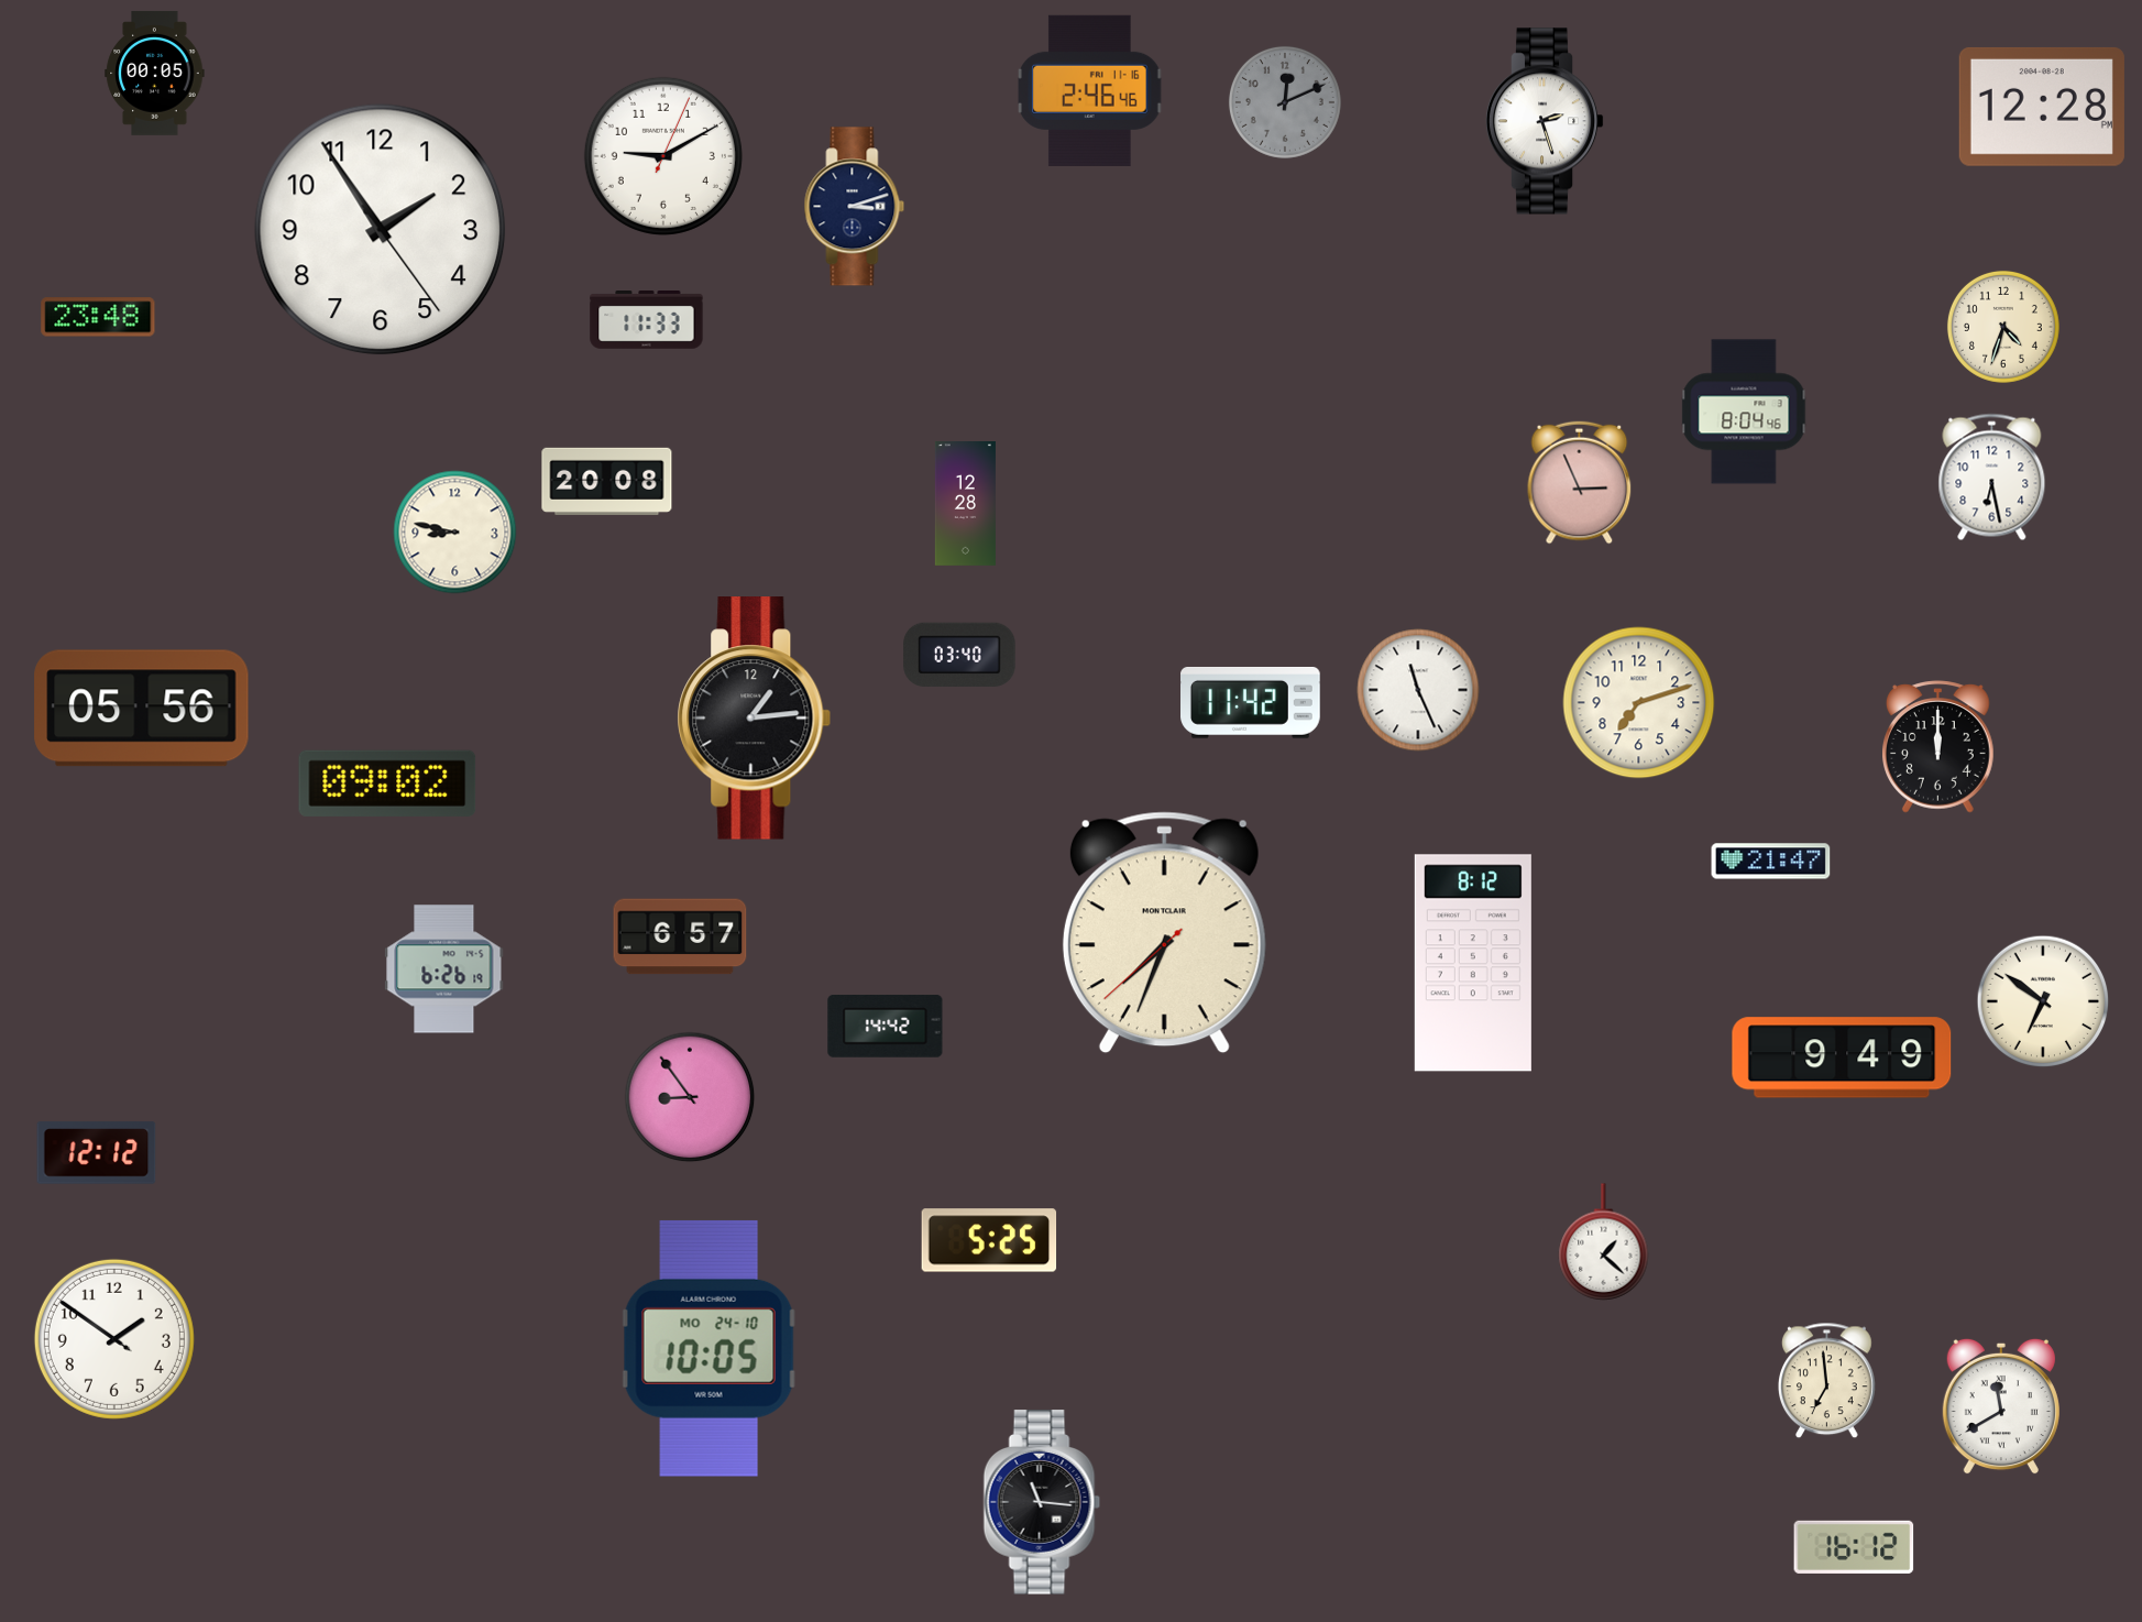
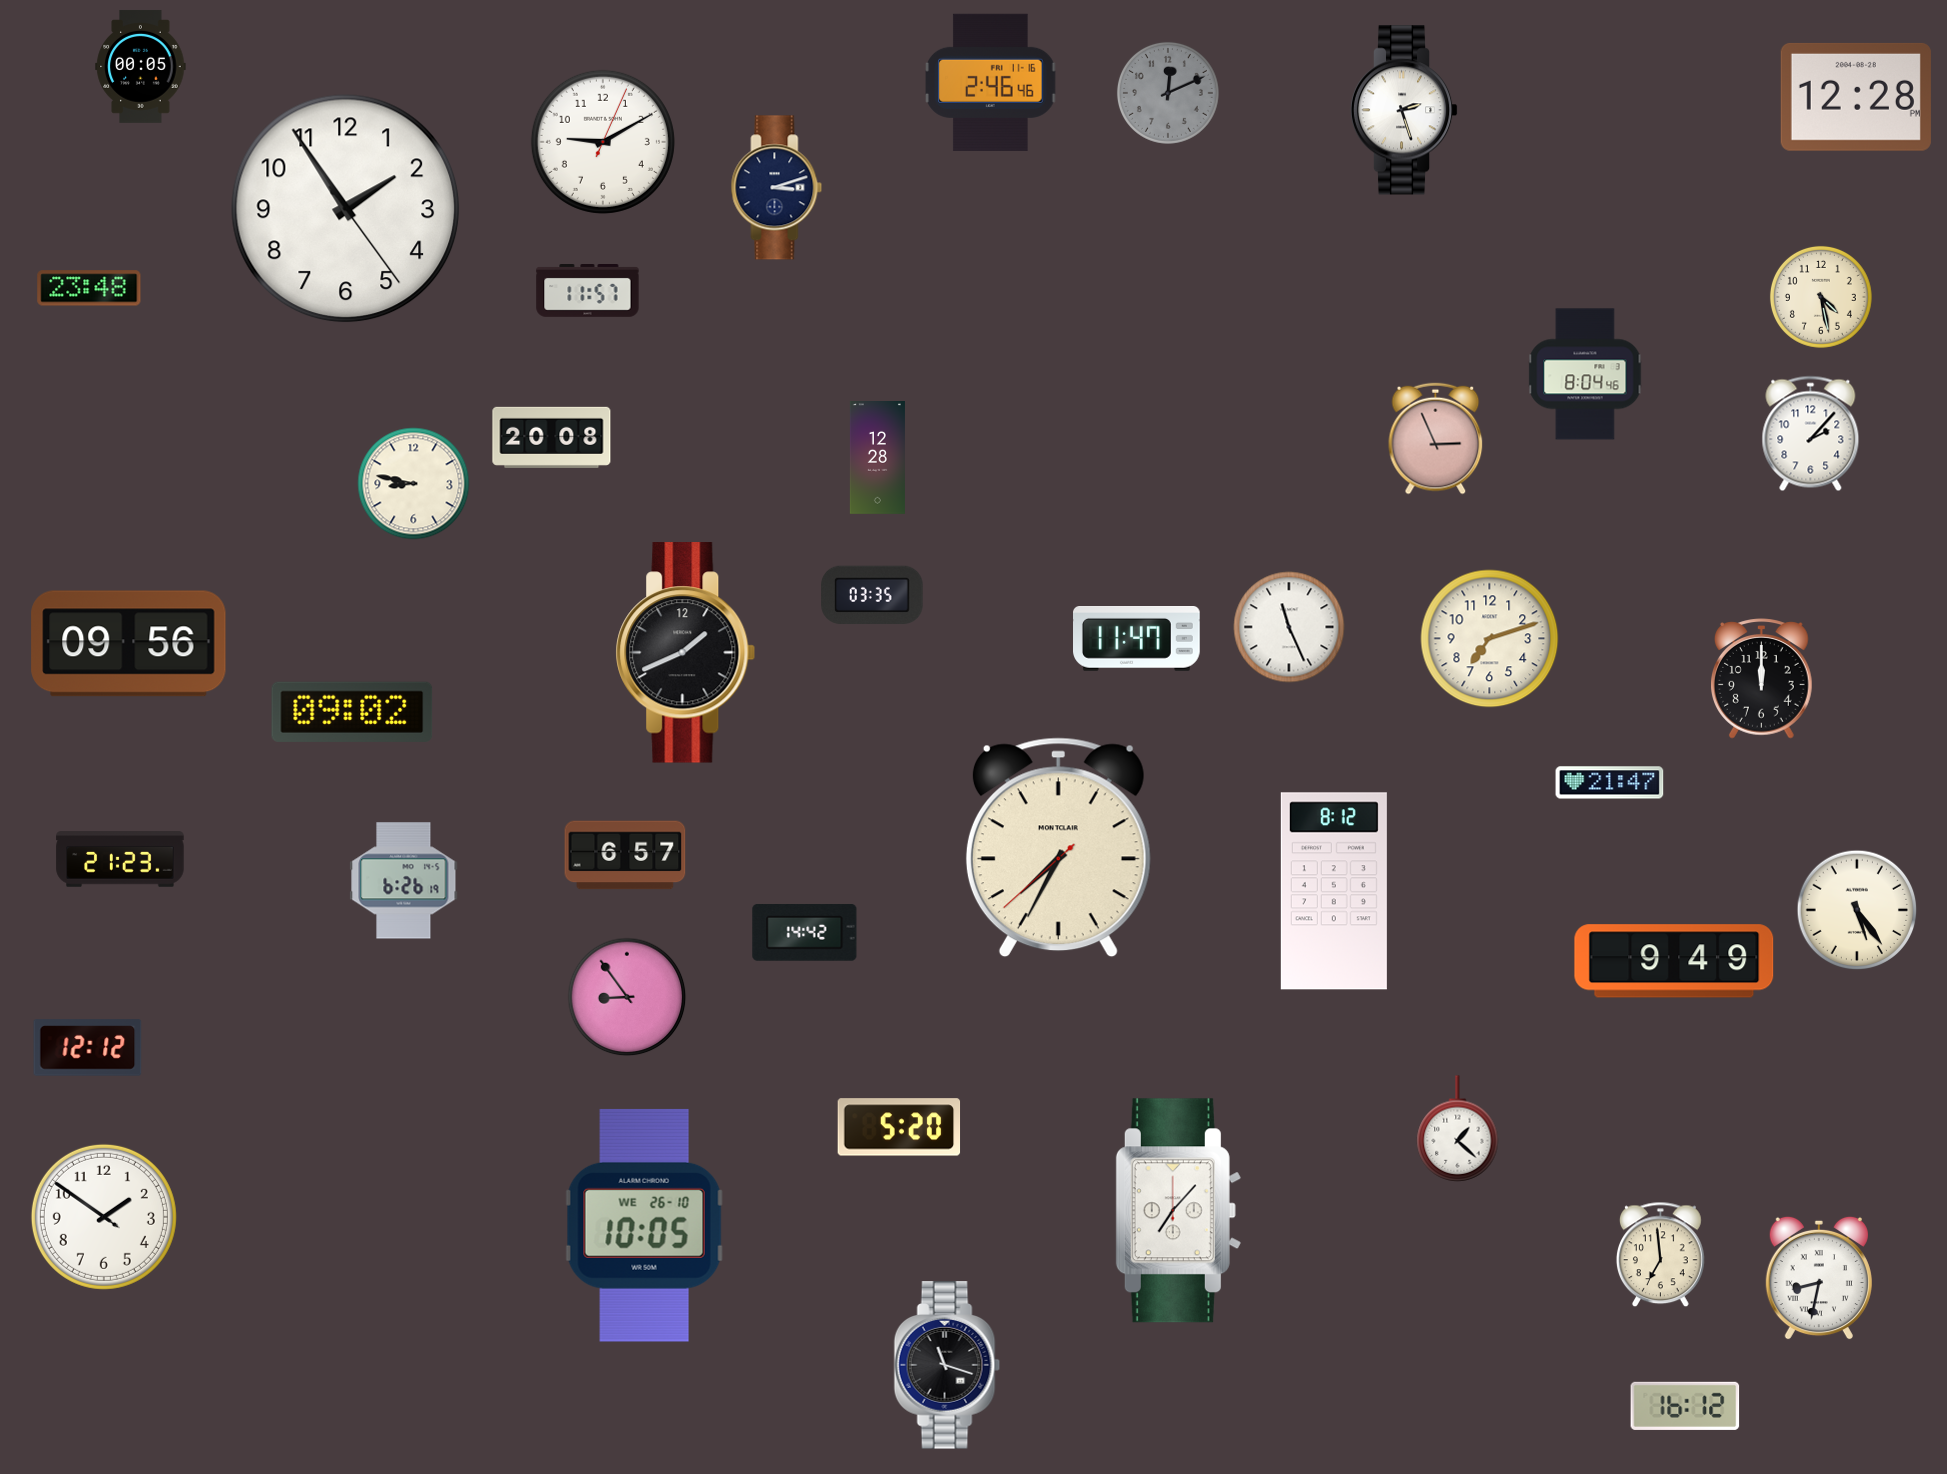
clock at (647, 320): 11:33 -> 11:57
clock at (2003, 327): 4:33 -> 4:28
clock at (1992, 478): 6:28 -> 2:07
clock at (959, 655): 03:40 -> 03:35
clock at (1251, 703): 11:42 -> 11:47
clock at (142, 709): 05:56 -> 09:56
clock at (755, 719): 1:14 -> 1:41
clock at (1164, 933): 7:33 -> 7:34
clock at (680, 936) position: (680, 936) -> (625, 855)
clock at (120, 859): none -> 21:23
clock at (1473, 963) position: (1473, 963) -> (1334, 891)
clock at (2043, 1001): 6:51 -> 5:24
clock at (989, 1240): 5:25 -> 5:20
clock at (1178, 1211): none -> 7:07
clock at (710, 1348) date: MO 24-10 -> WE 26-10
clock at (2001, 1406): 11:40 -> 8:32
clock at (1042, 1502): 11:16 -> 11:18
